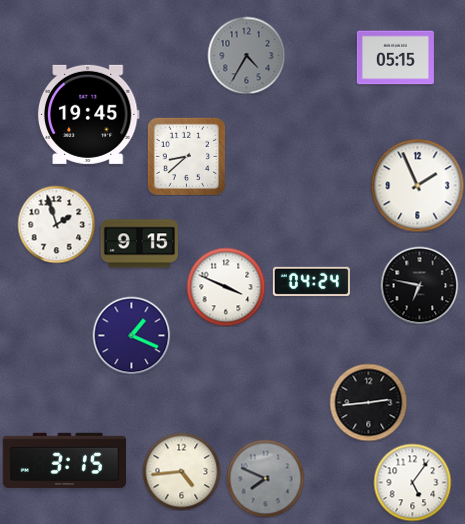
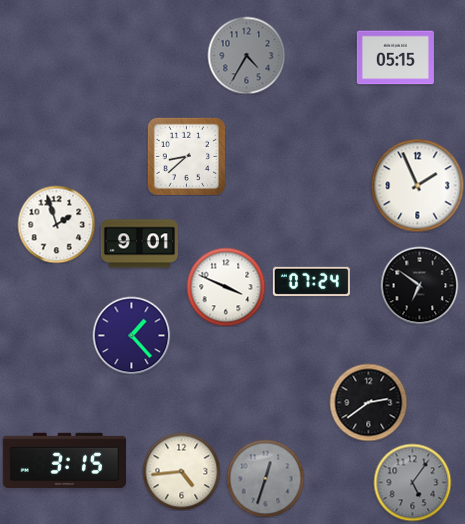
clock at (88, 114): 19:45 -> none
clock at (139, 244): 9:15 -> 9:01
clock at (311, 281): 04:24 -> 07:24
clock at (419, 285): 6:47 -> 6:51
clock at (131, 335): 1:19 -> 1:23
clock at (368, 402): 2:44 -> 2:39
clock at (265, 478): 7:49 -> 12:33
clock at (412, 482) dial: white -> grey
